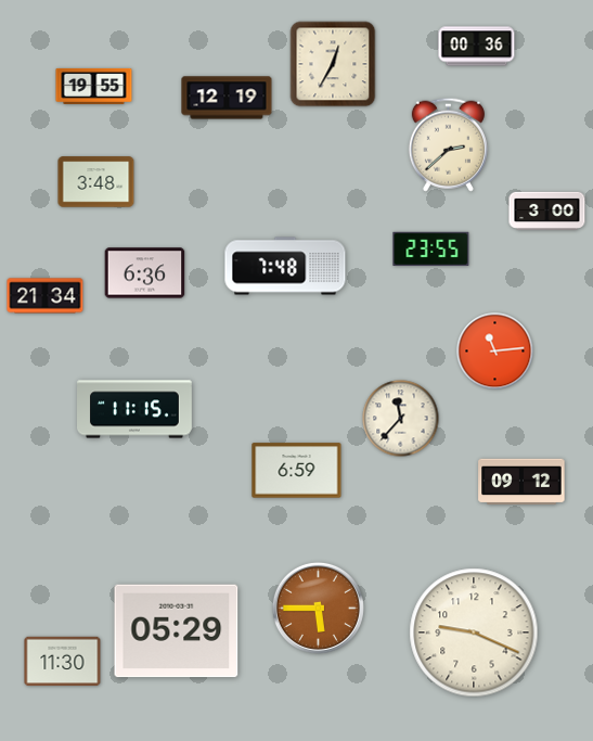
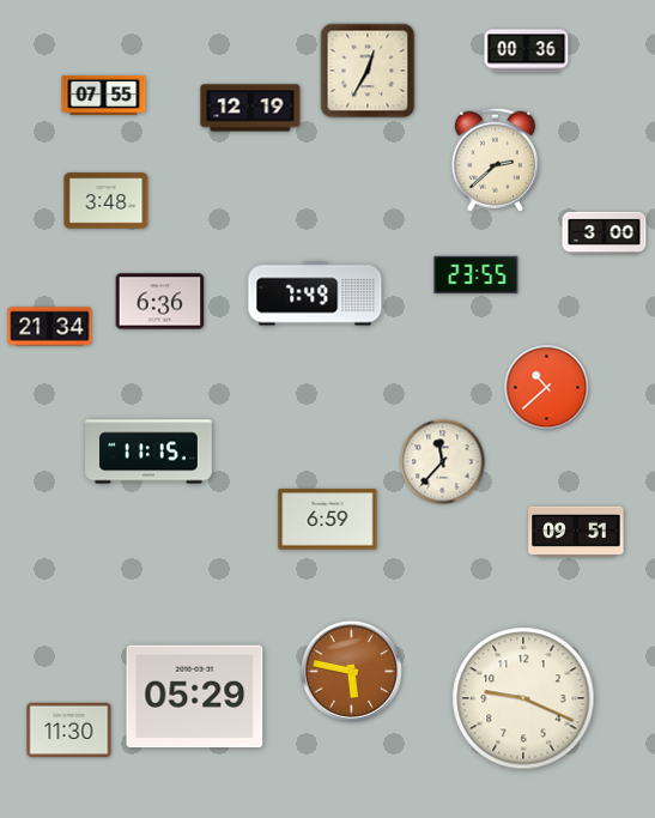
clock at (94, 86): 19:55 -> 07:55
clock at (285, 266): 7:48 -> 7:49
clock at (495, 352): 11:14 -> 10:38
clock at (521, 482): 09:12 -> 09:51
clock at (318, 608): 5:45 -> 5:47
